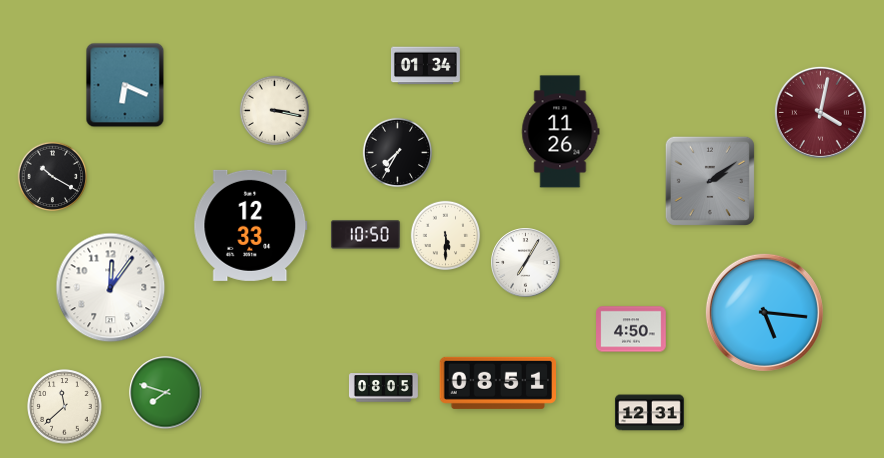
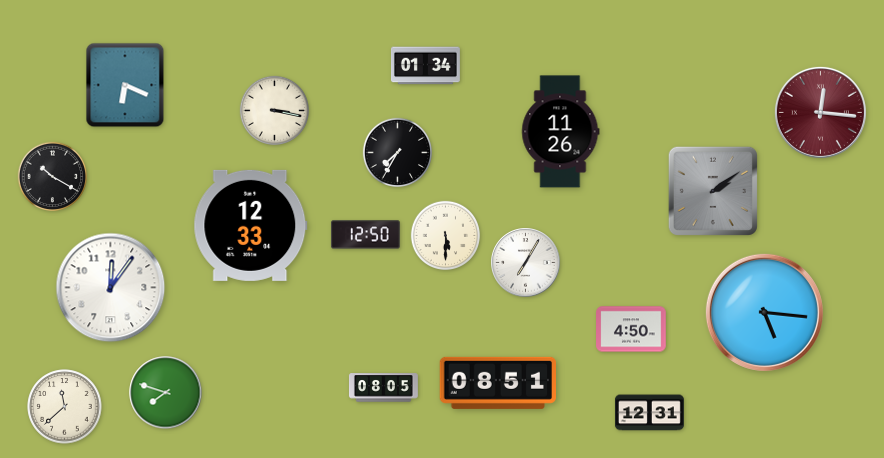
clock at (820, 112): 4:02 -> 12:16
clock at (710, 181) position: (710, 181) -> (713, 191)
clock at (365, 235): 10:50 -> 12:50
